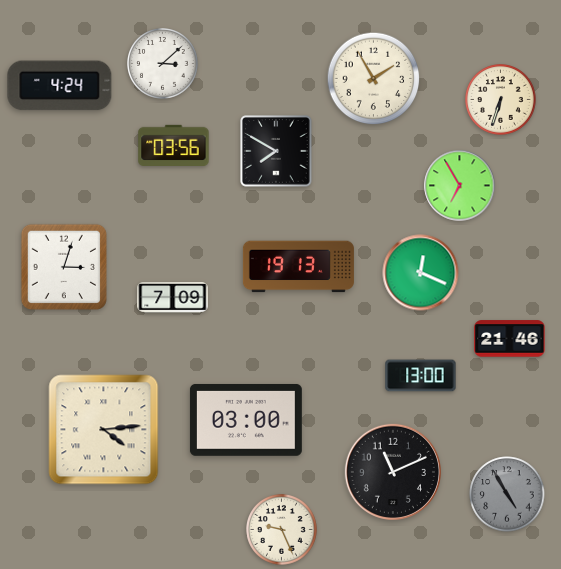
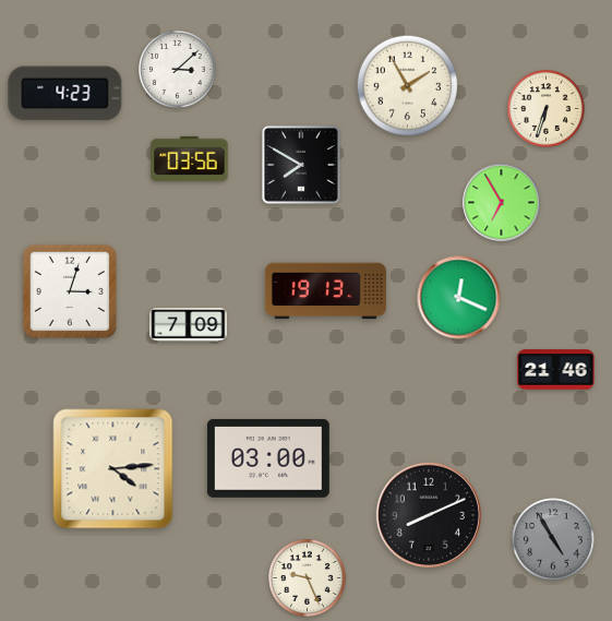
clock at (60, 86): 4:24 -> 4:23
clock at (421, 376): 13:00 -> none
clock at (393, 472): 11:11 -> 8:11
